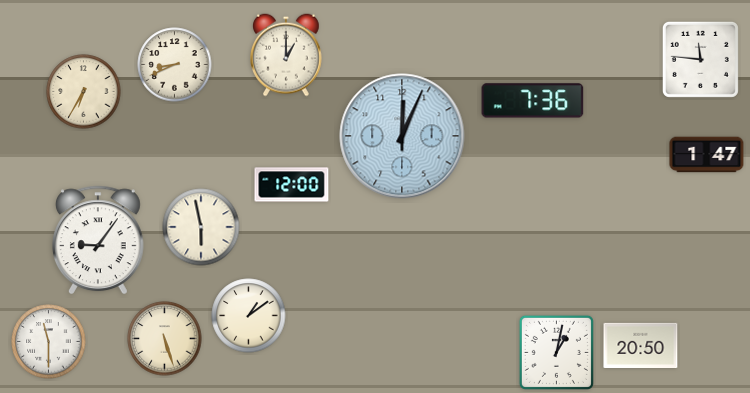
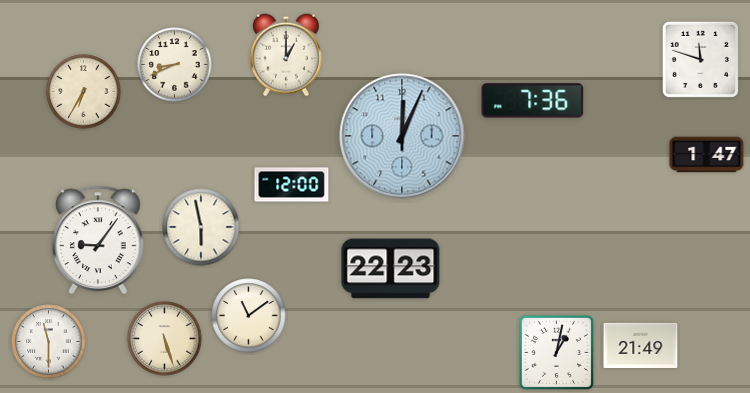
clock at (700, 59): 11:46 -> 11:48
clock at (391, 269): none -> 22:23
clock at (249, 316): 1:09 -> 11:09
clock at (641, 345): 20:50 -> 21:49
